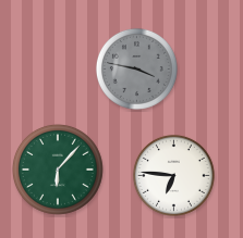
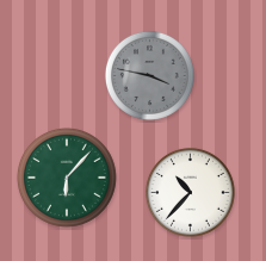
clock at (58, 170) position: (58, 170) -> (67, 178)
clock at (173, 175): 6:46 -> 10:37
